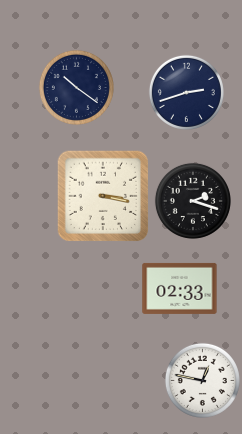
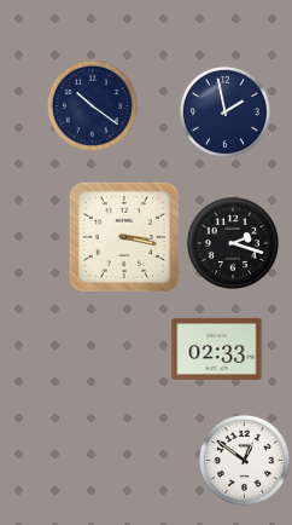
clock at (186, 92): 2:42 -> 1:58
clock at (202, 380): 12:47 -> 12:51
